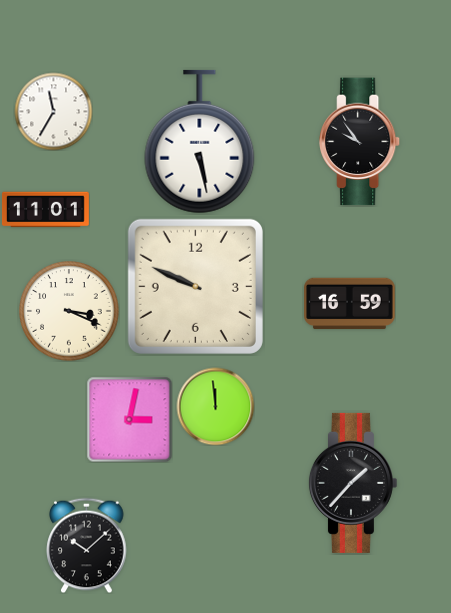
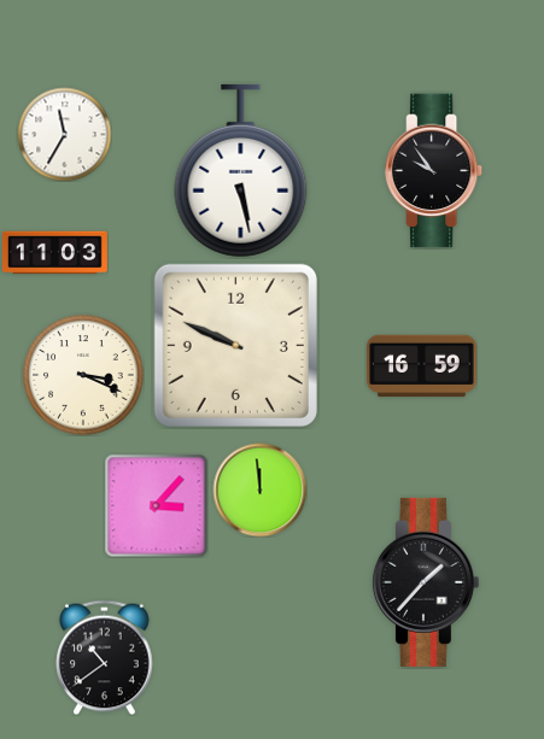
clock at (45, 210): 11:01 -> 11:03
clock at (129, 419): 3:02 -> 3:07
clock at (87, 545): 10:08 -> 10:39
